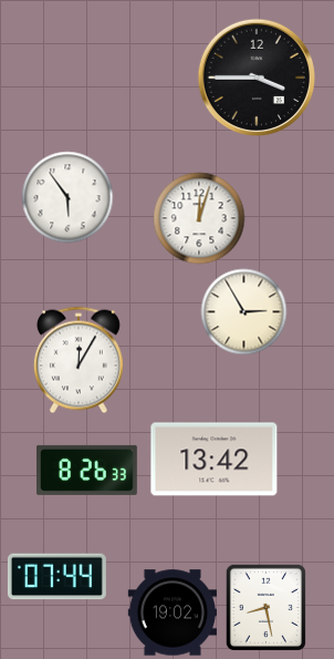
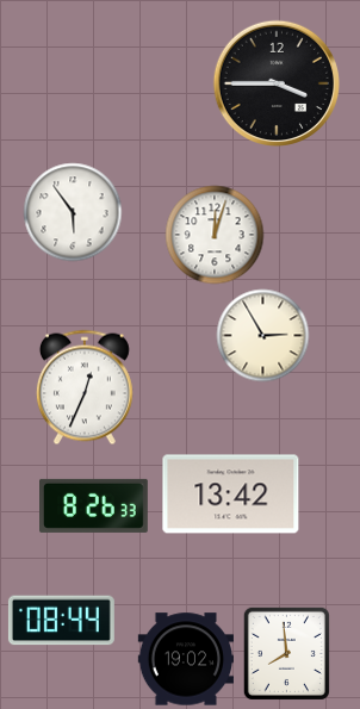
clock at (79, 360): 12:05 -> 12:34
clock at (56, 577): 07:44 -> 08:44
clock at (265, 607): 8:28 -> 7:59
